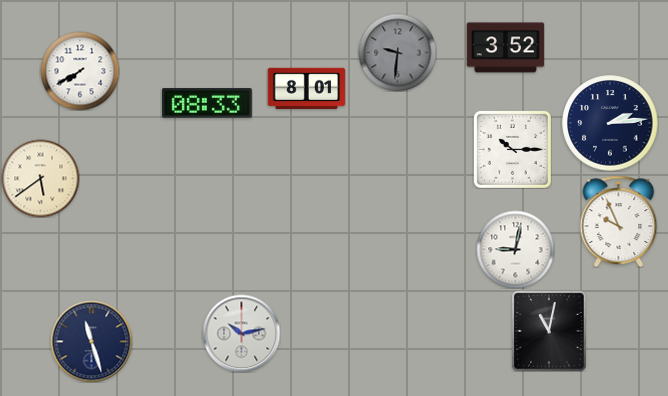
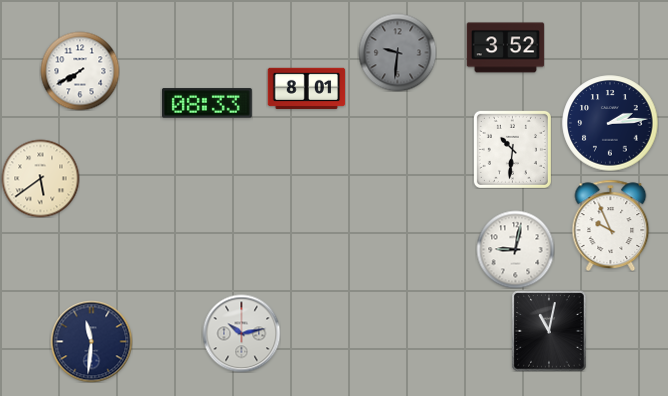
clock at (512, 149): 10:15 -> 10:31
clock at (619, 221) position: (619, 221) -> (611, 225)
clock at (91, 341): 11:27 -> 11:31
